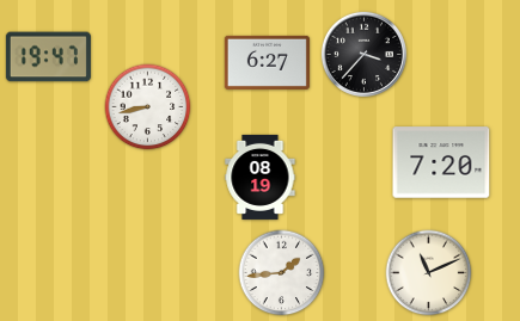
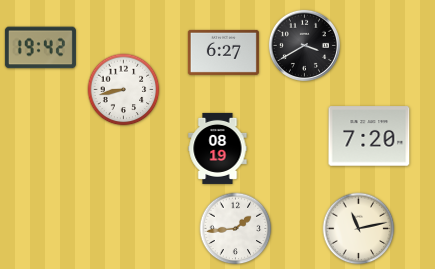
clock at (363, 54): 3:37 -> 3:40
clock at (48, 57): 19:47 -> 19:42
clock at (429, 273): 11:11 -> 11:13
